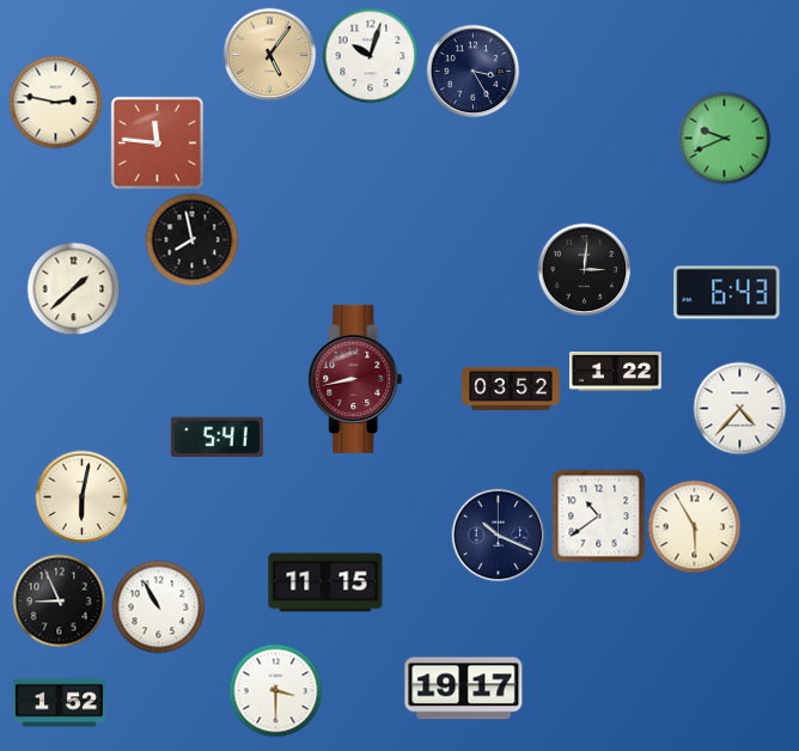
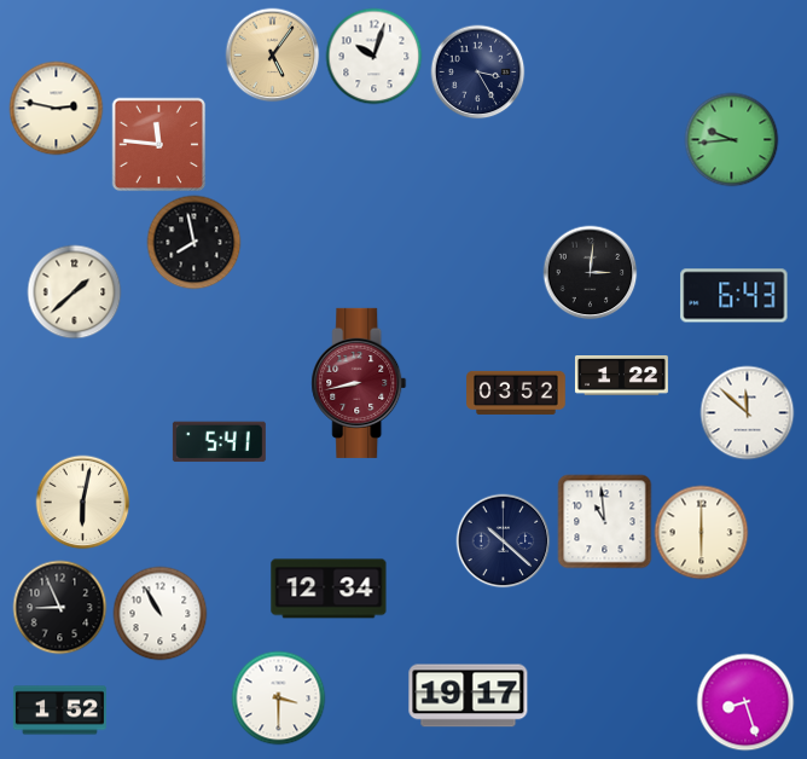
clock at (55, 102) position: (55, 102) -> (56, 108)
clock at (724, 138): 9:41 -> 9:44
clock at (739, 408): 4:37 -> 11:52
clock at (598, 515): 10:39 -> 10:59
clock at (694, 526): 5:55 -> 6:00
clock at (498, 535): 10:19 -> 10:22
clock at (325, 582): 11:15 -> 12:34
clock at (745, 702): none -> 8:27
